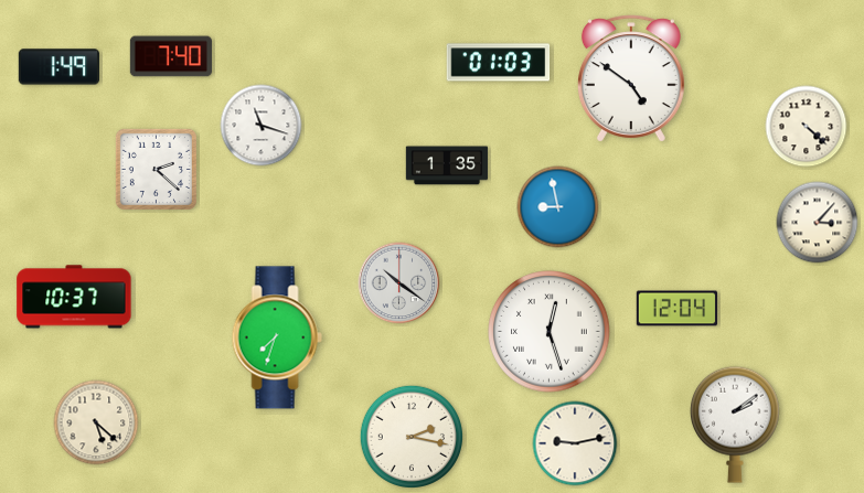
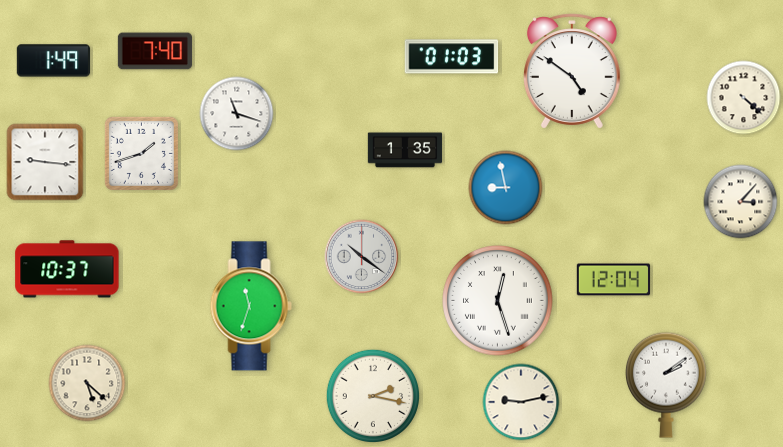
clock at (807, 127) position: (807, 127) -> (744, 98)
clock at (156, 169): 2:22 -> 1:42
clock at (45, 162): none -> 9:16
clock at (277, 337): 7:33 -> 11:33
